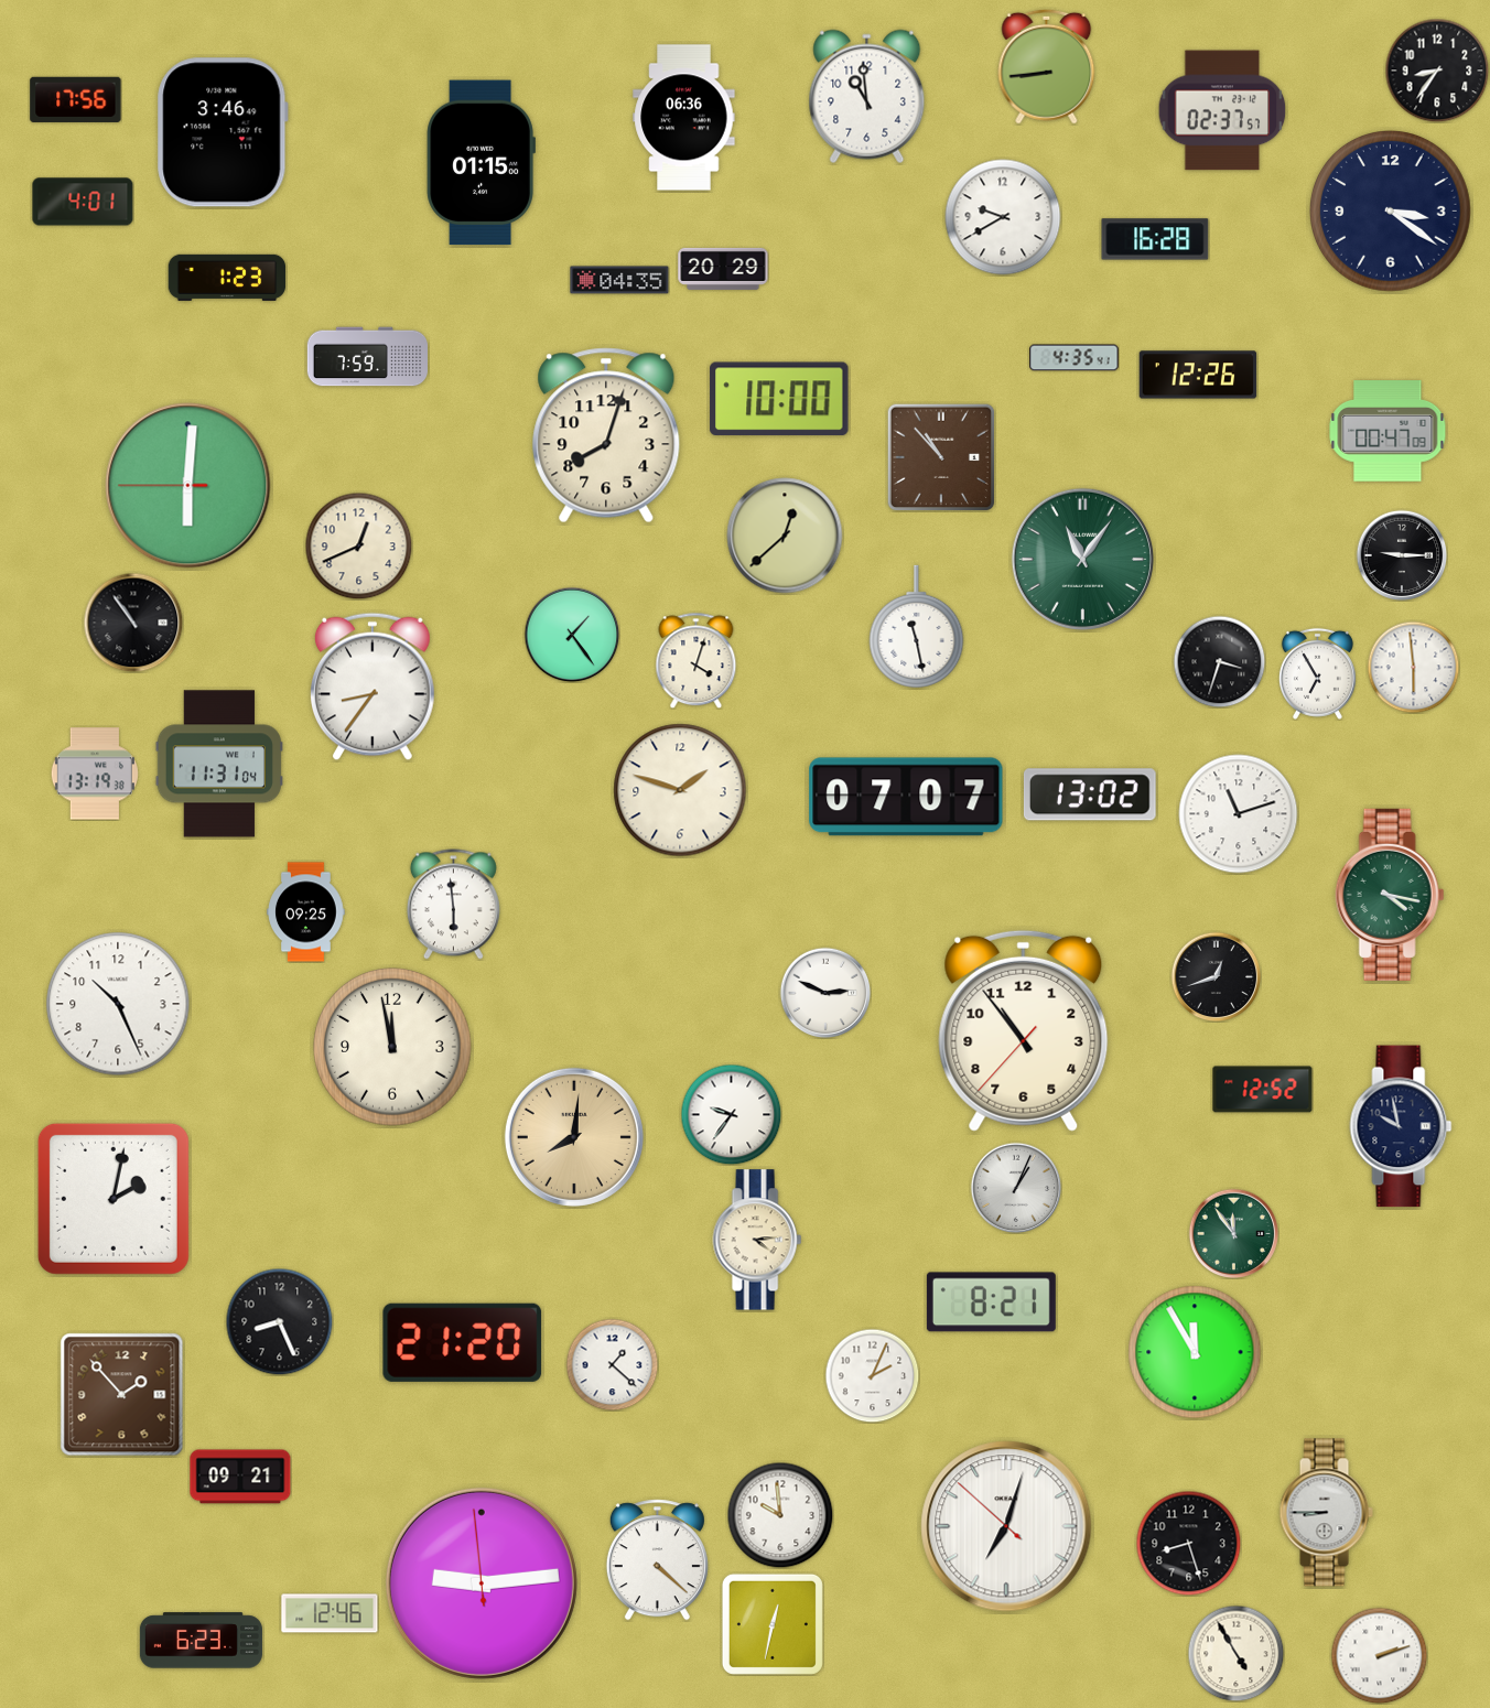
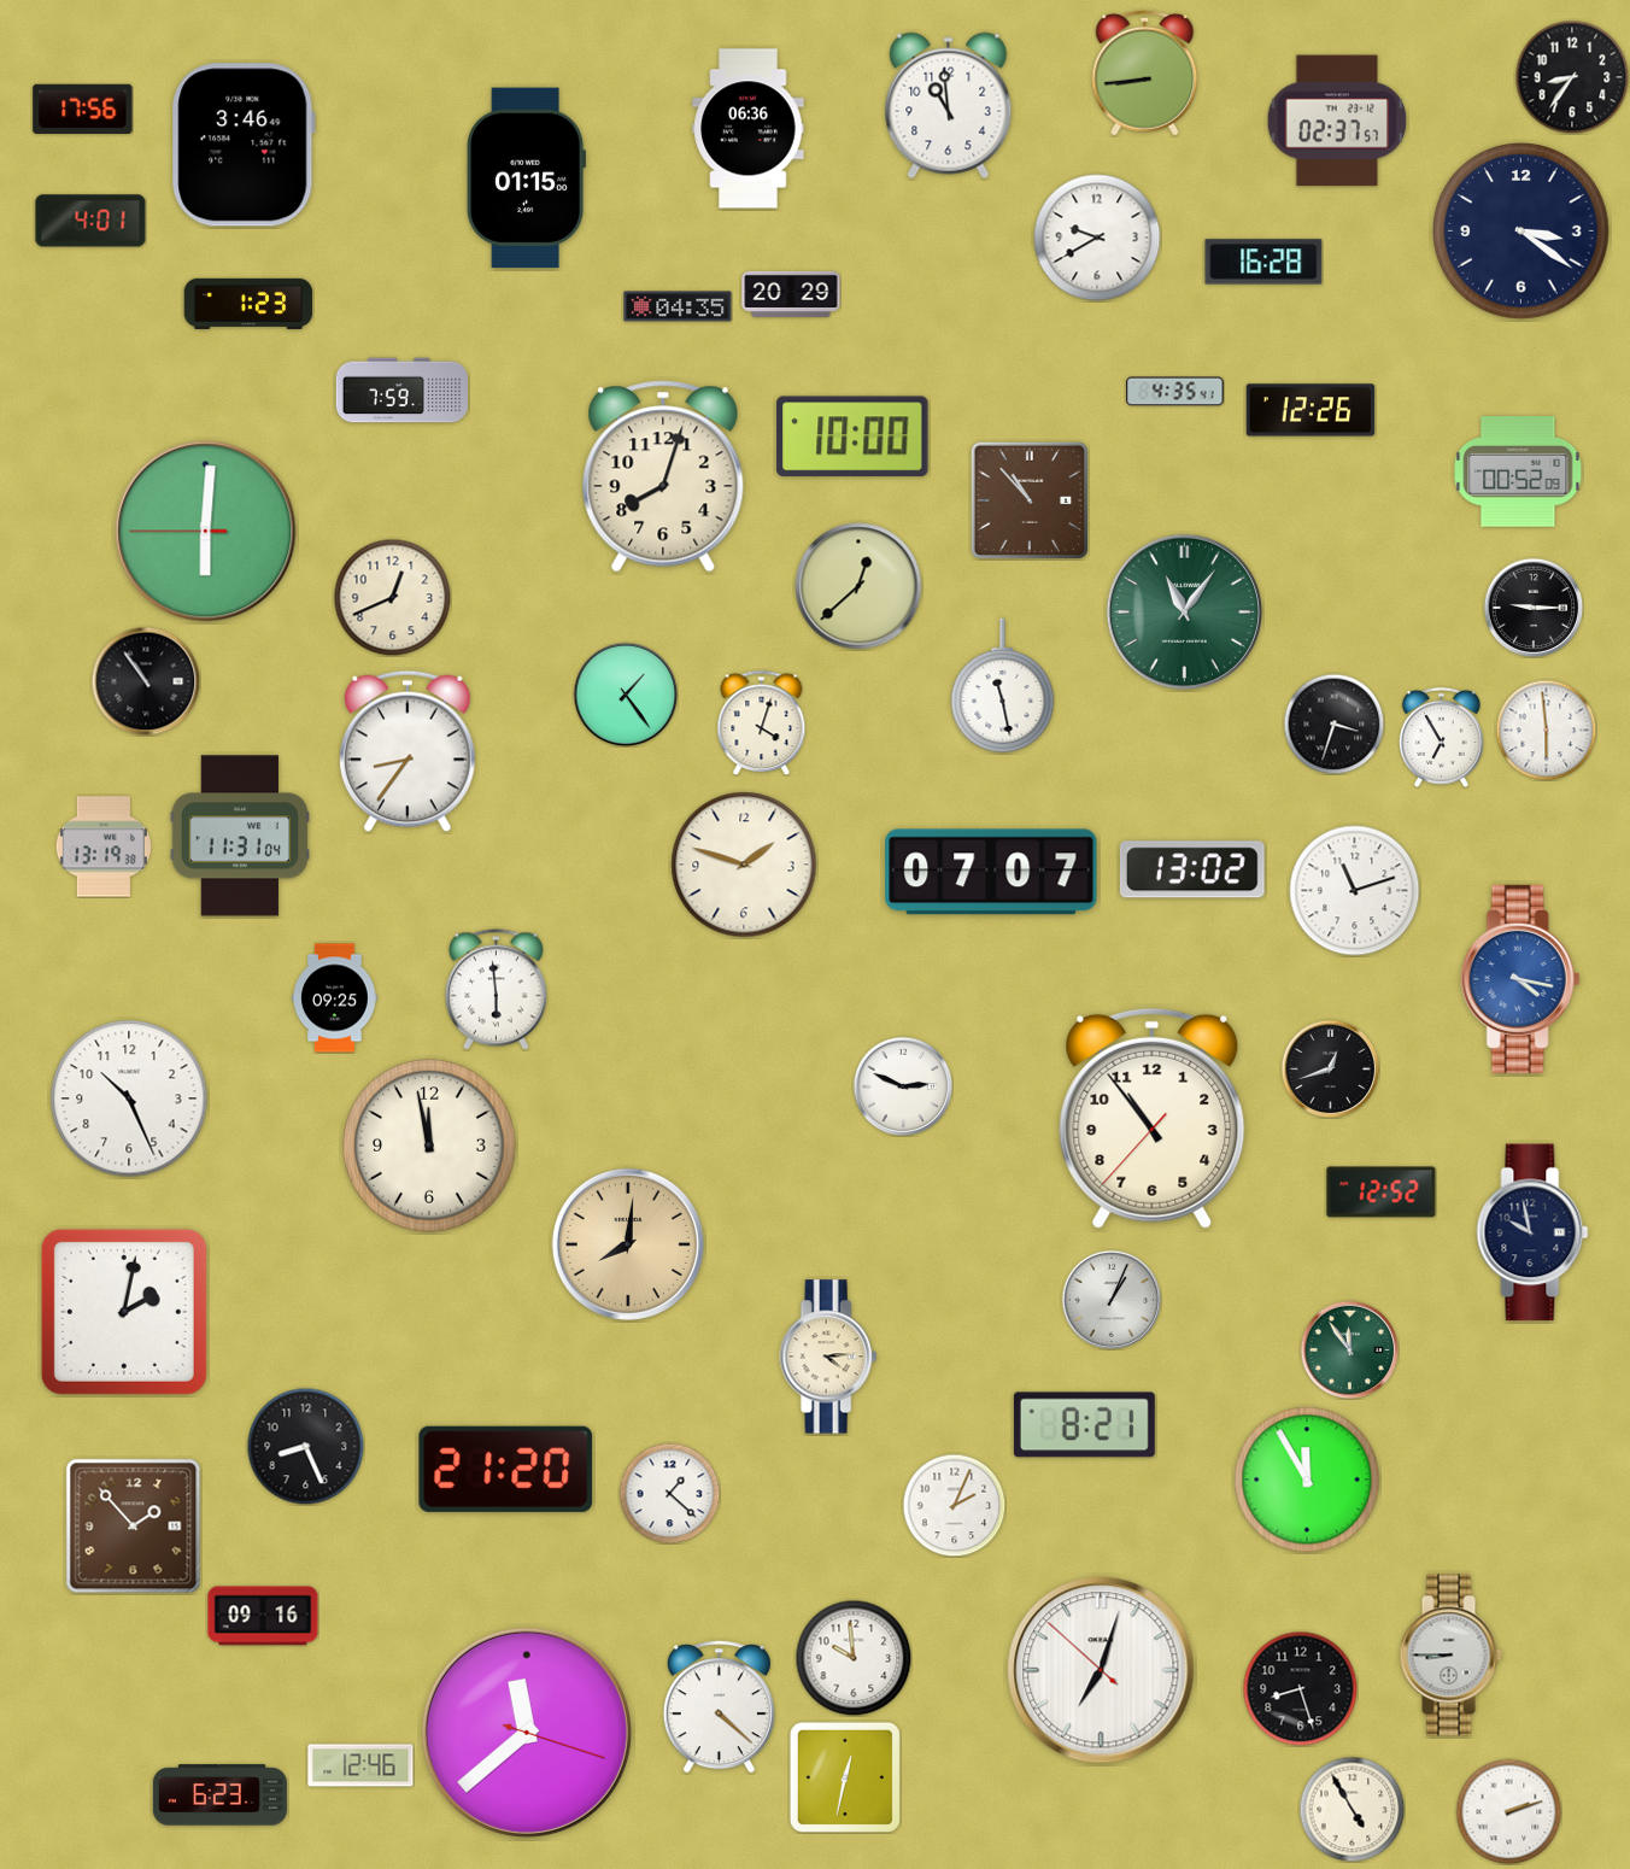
clock at (1388, 431): 00:47 -> 00:52
clock at (1390, 895) dial: green -> blue
clock at (1024, 1030) position: (1024, 1030) -> (1153, 1118)
clock at (731, 1114): 9:36 -> none
clock at (240, 1477): 09:21 -> 09:16
clock at (482, 1583): 9:13 -> 11:38
